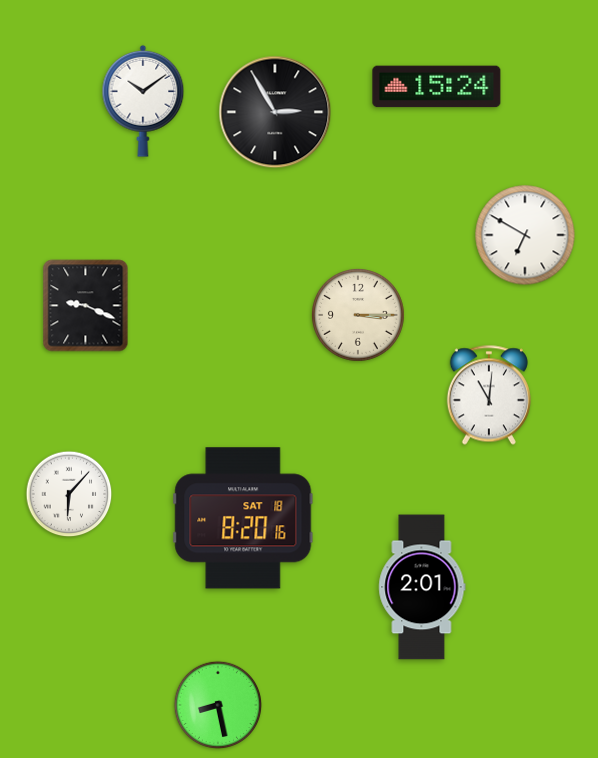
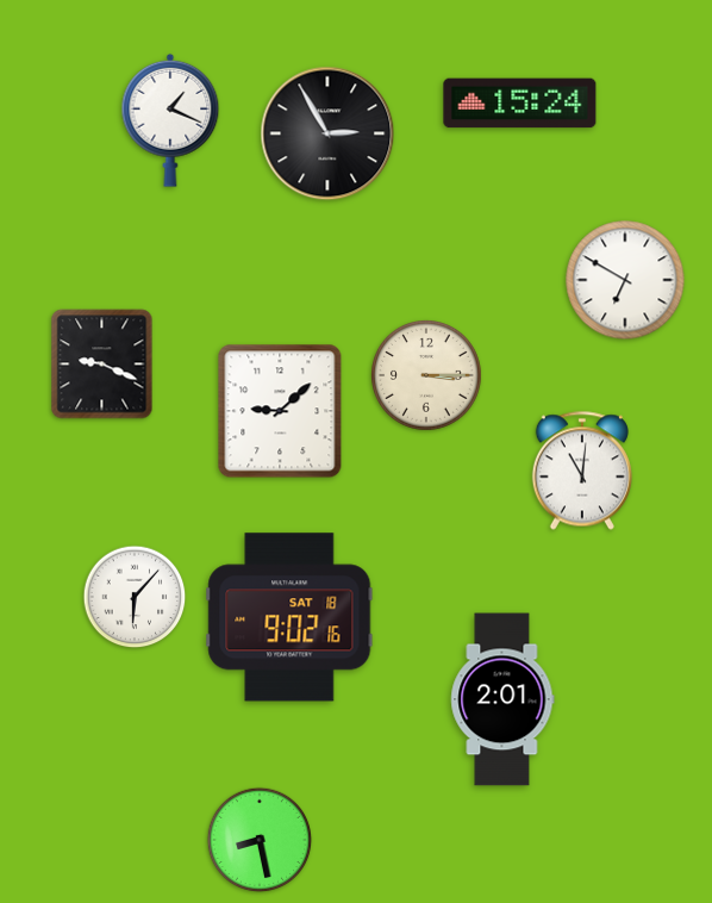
clock at (143, 101): 10:09 -> 1:19
clock at (280, 411): none -> 9:08
clock at (69, 494) position: (69, 494) -> (135, 597)
clock at (243, 518): 8:20 -> 9:02
